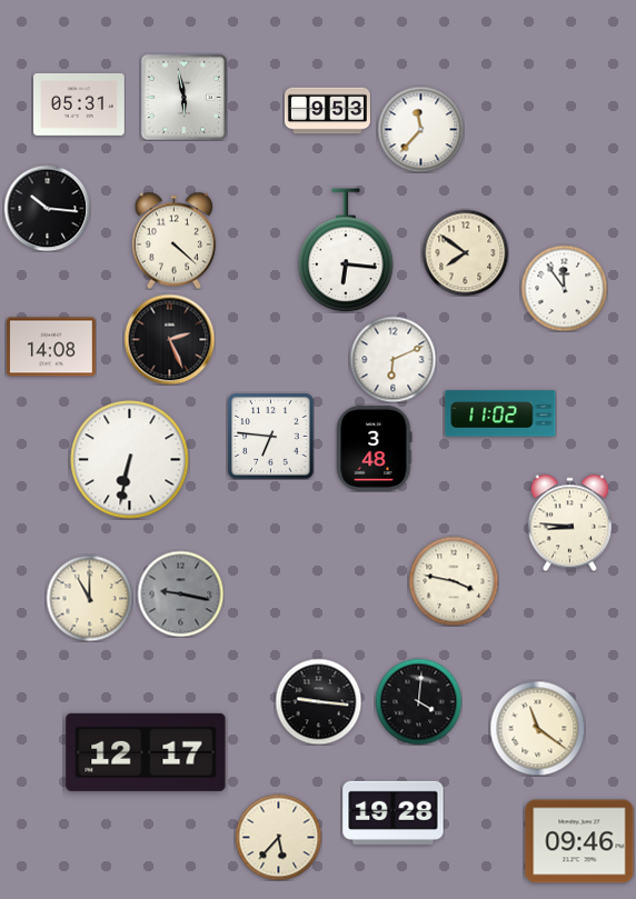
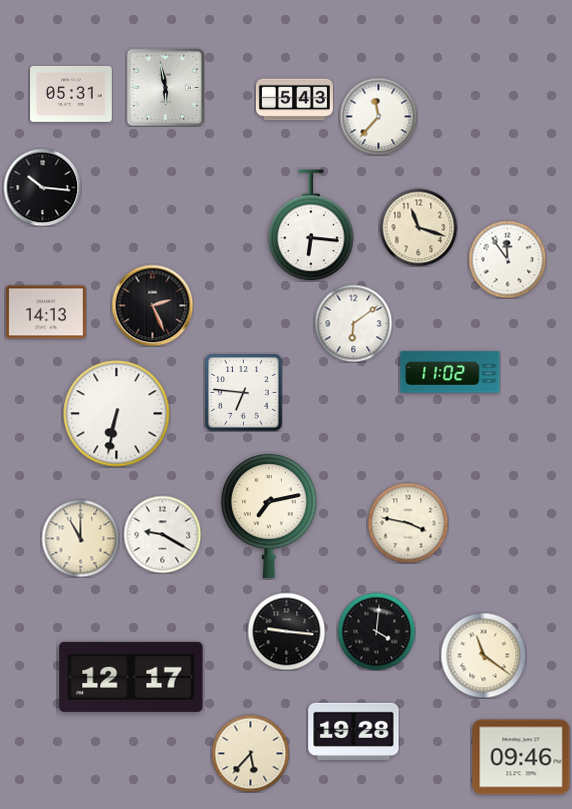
clock at (327, 111): 9:53 -> 5:43
clock at (175, 240): 4:22 -> none
clock at (465, 252): 7:51 -> 11:18
clock at (51, 347): 14:08 -> 14:13
clock at (392, 359): 6:11 -> 6:09
clock at (375, 448): 3:48 -> none
clock at (570, 522): 8:46 -> none
clock at (269, 516): none -> 7:13
clock at (180, 593): 9:17 -> 9:20
clock at (180, 593) dial: grey -> white
